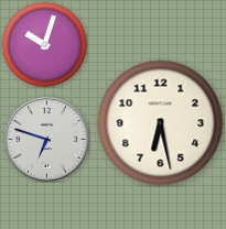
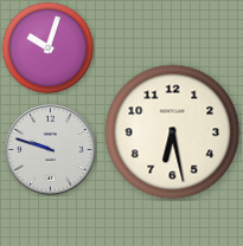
clock at (46, 139): 6:48 -> 9:48
